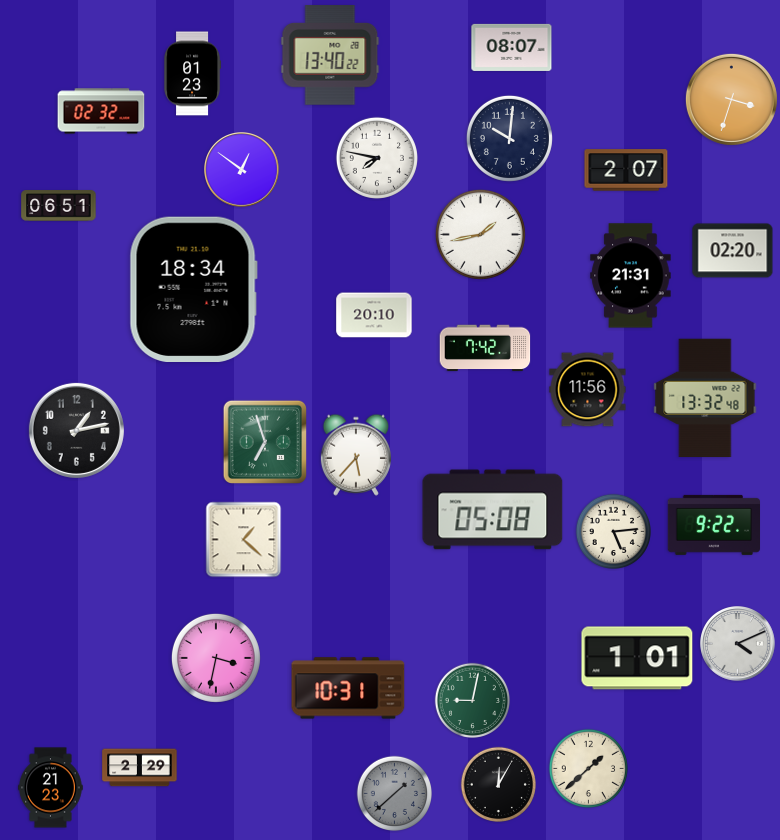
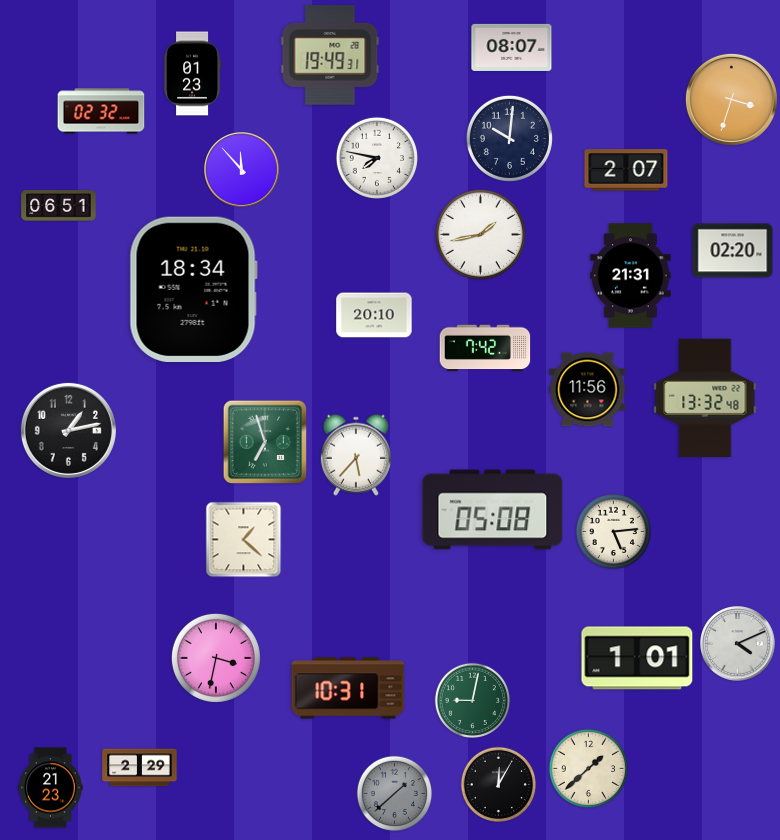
clock at (330, 55): 13:40 -> 19:49
clock at (242, 170): 12:51 -> 11:53
clock at (76, 430) position: (76, 430) -> (68, 430)
clock at (713, 525): 9:22 -> none
